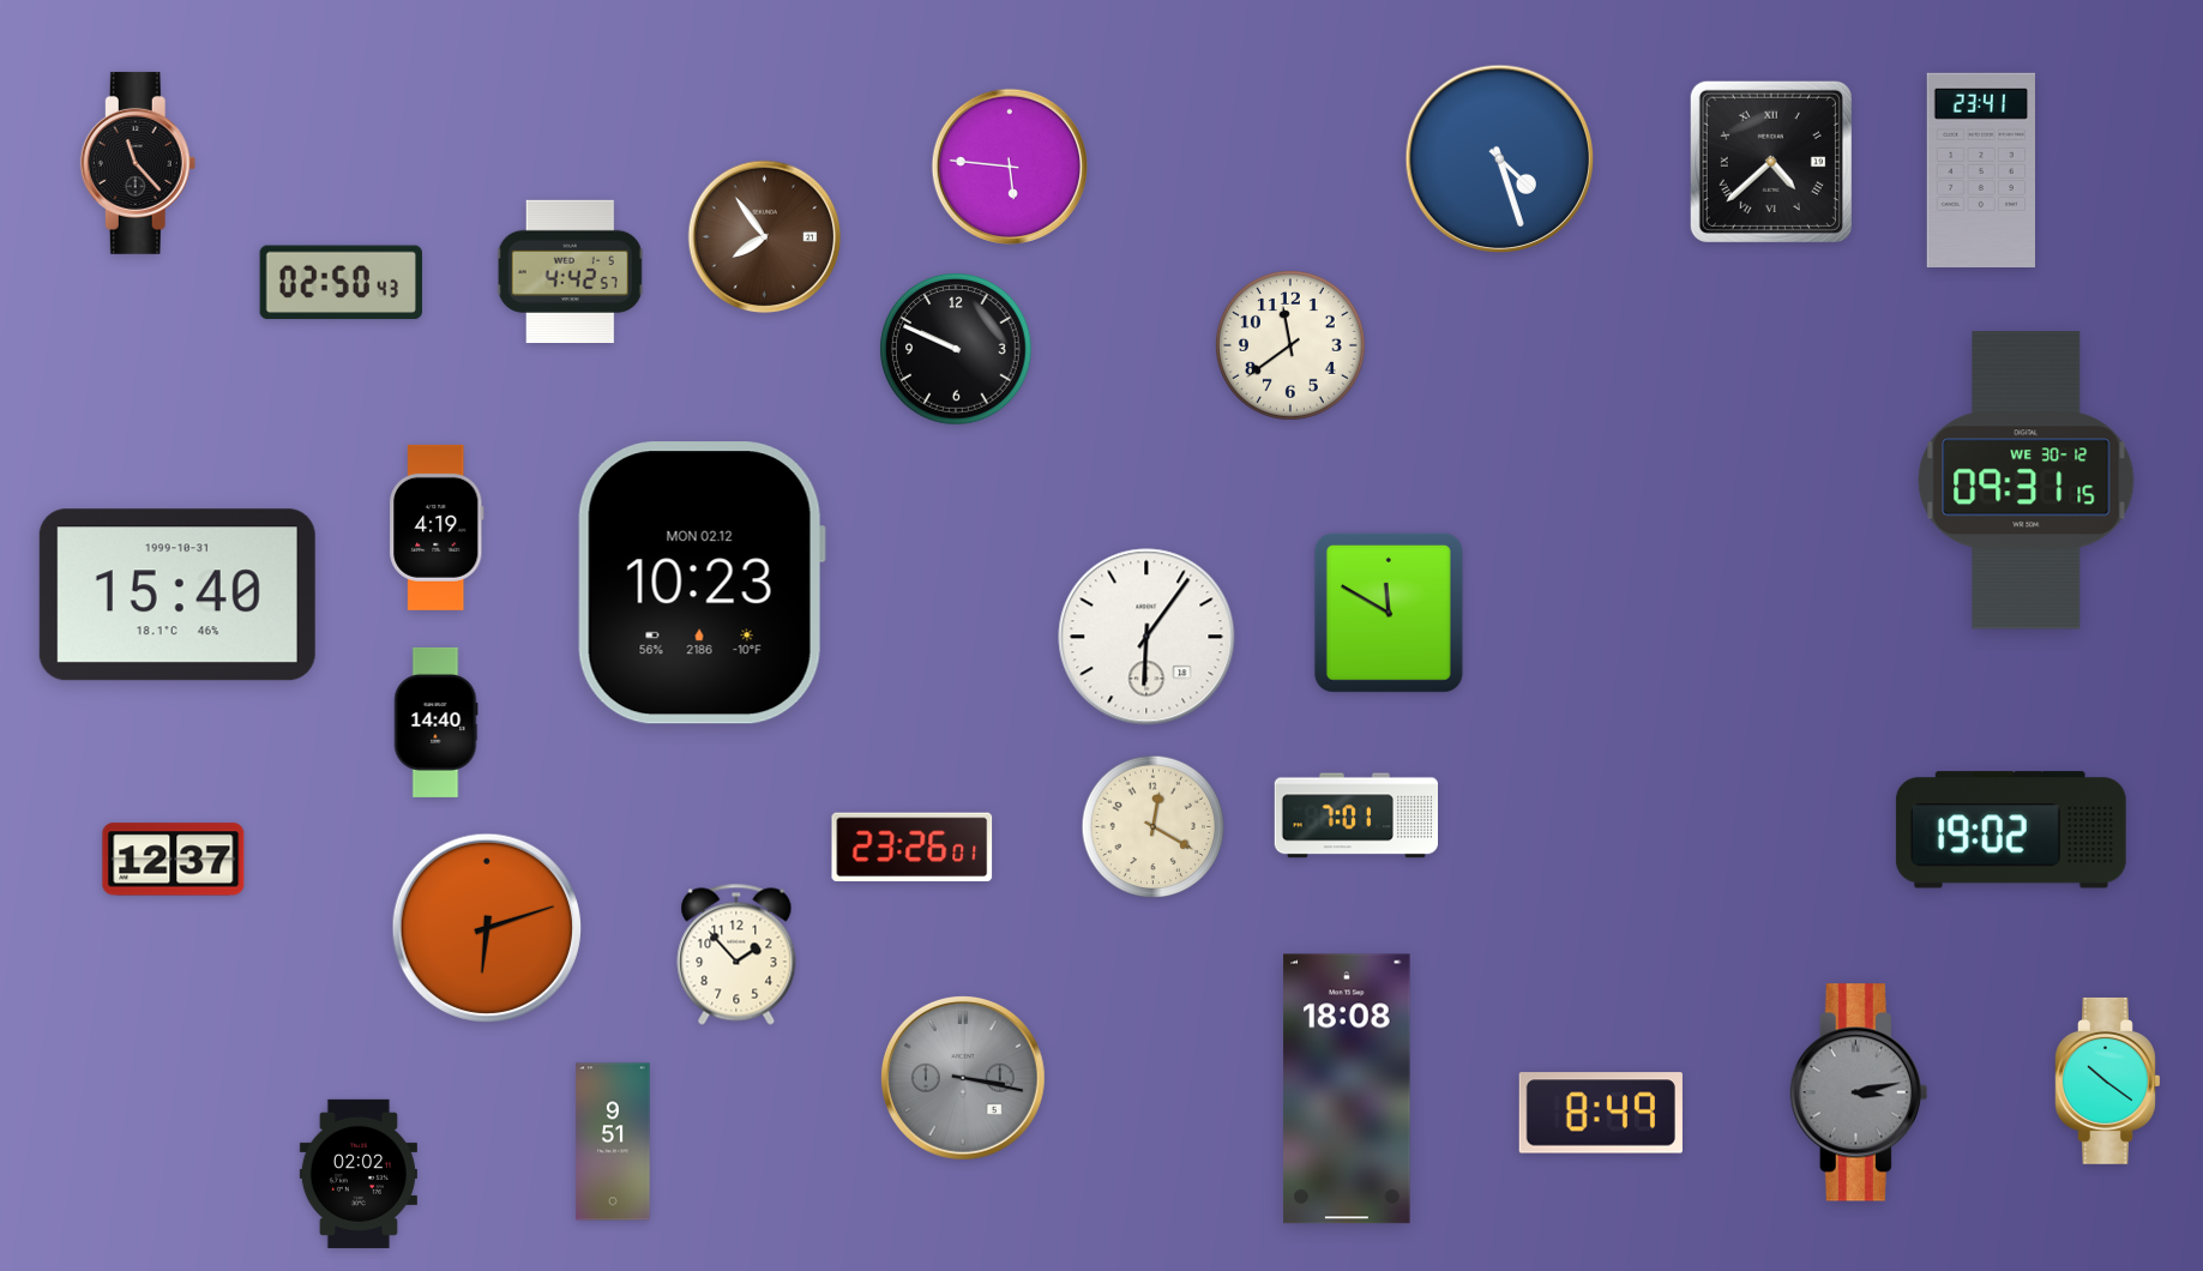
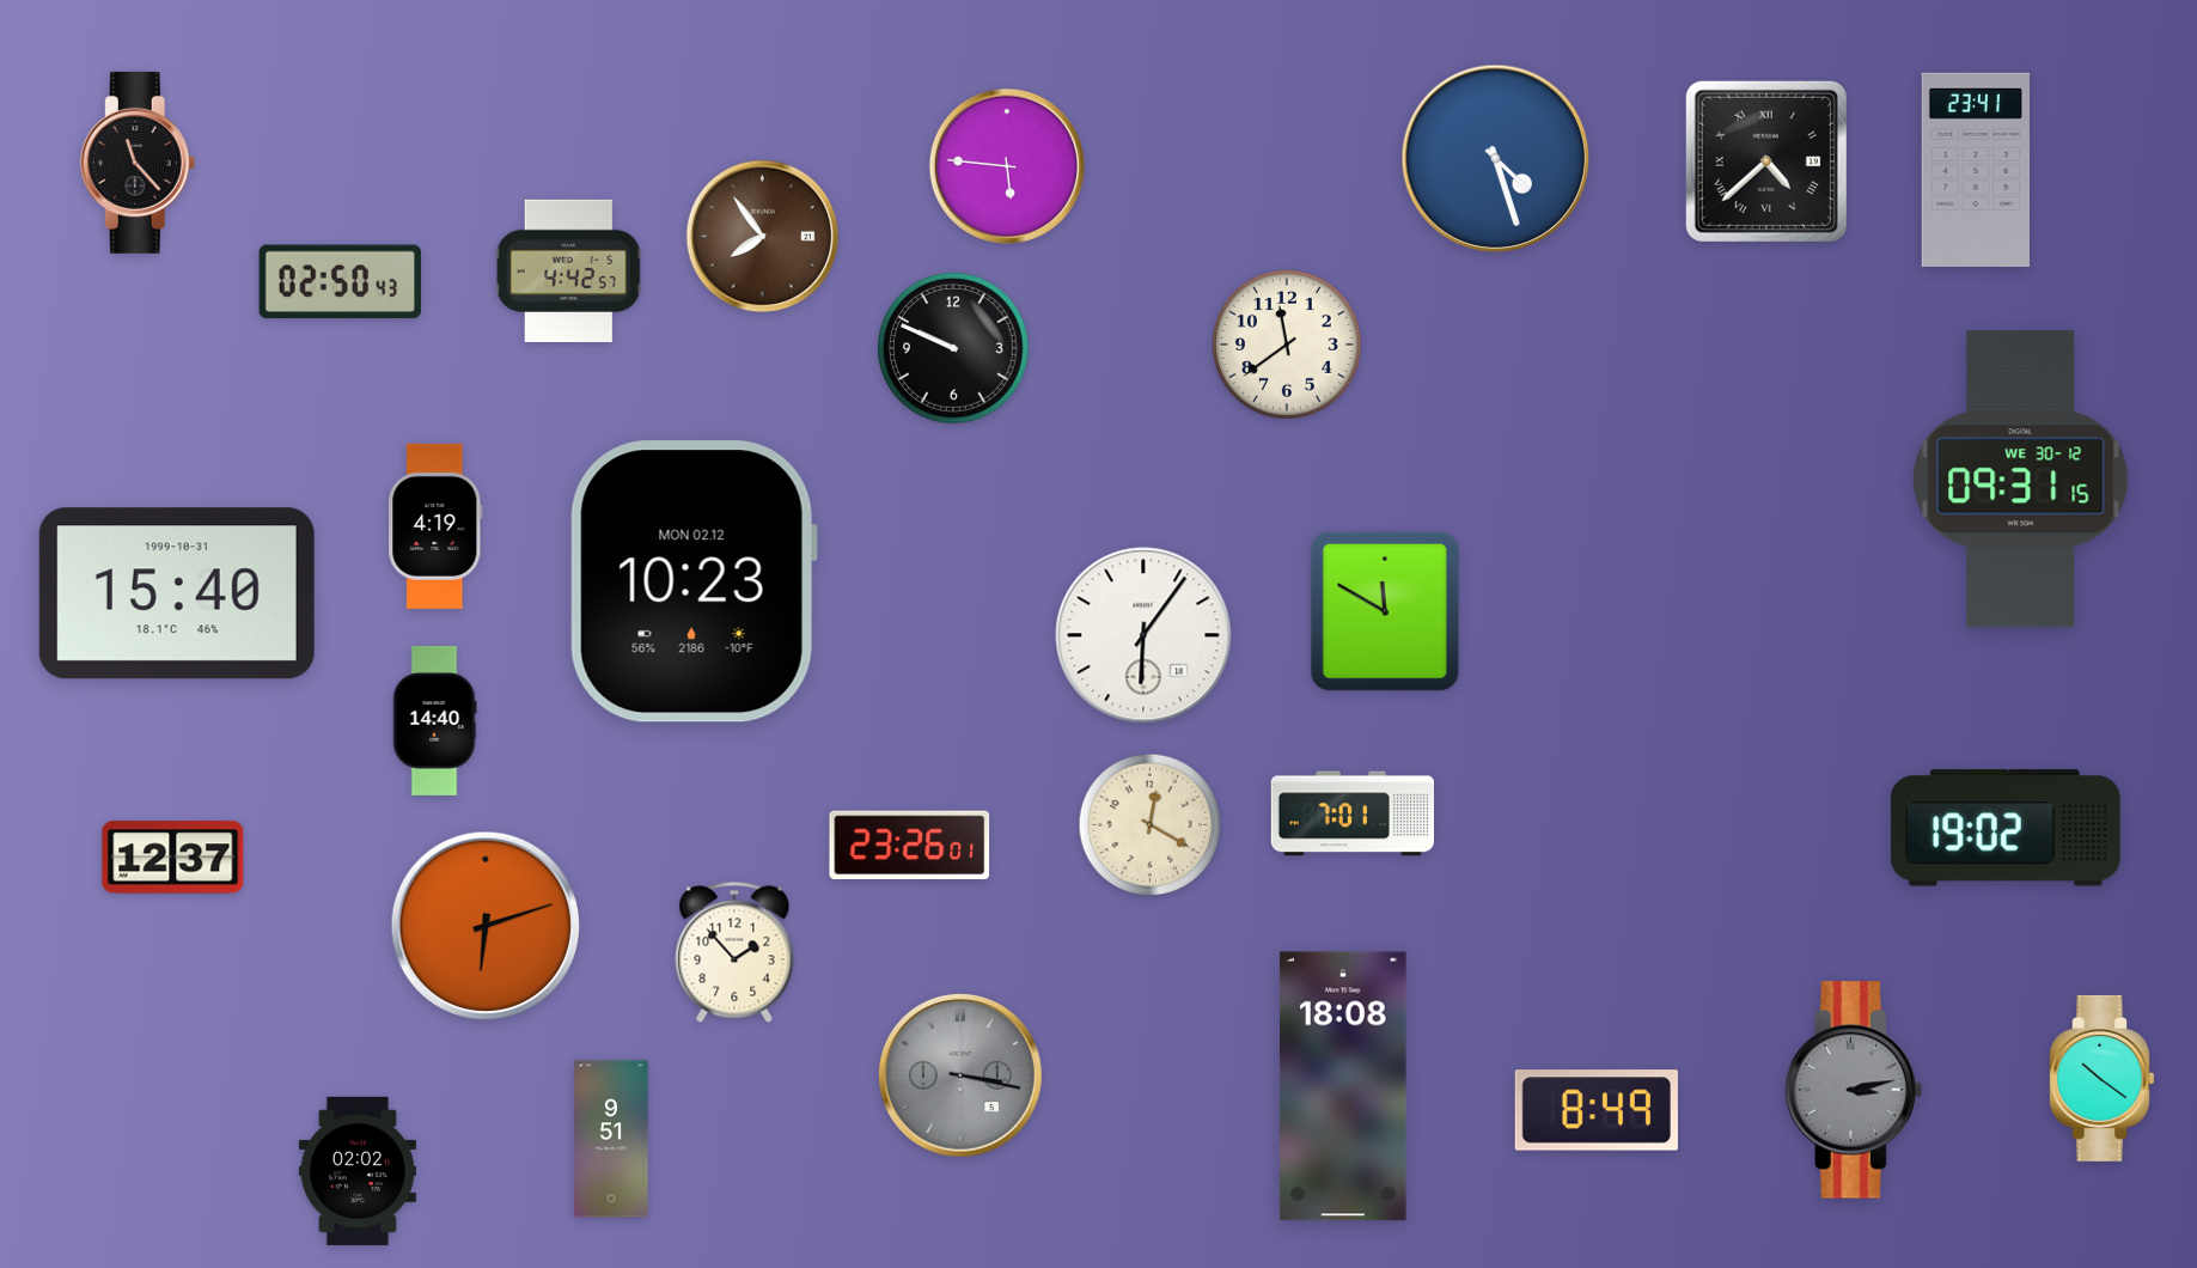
clock at (702, 583) position: (702, 583) -> (694, 581)
